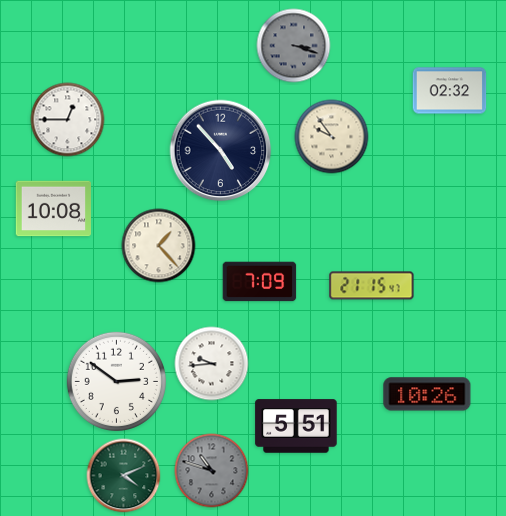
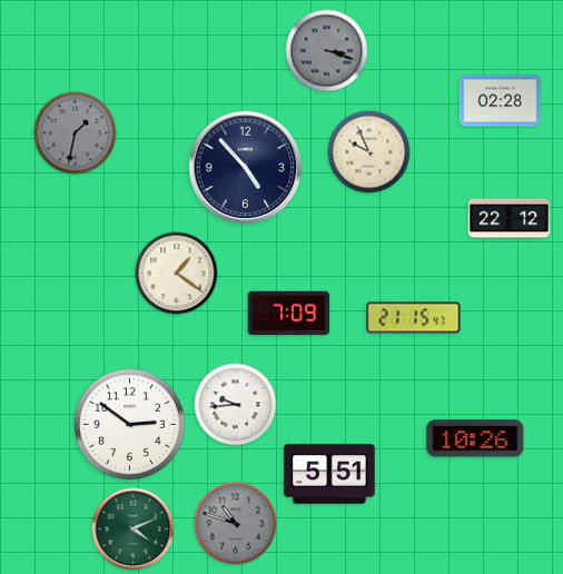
clock at (450, 91): 02:32 -> 02:28
clock at (68, 120): 12:45 -> 1:32
clock at (68, 120) dial: white -> grey
clock at (332, 137): 9:54 -> 9:56
clock at (510, 219): none -> 22:12
clock at (54, 209): 10:08 -> none
clock at (159, 246): 1:23 -> 1:21
clock at (124, 476) position: (124, 476) -> (134, 530)
